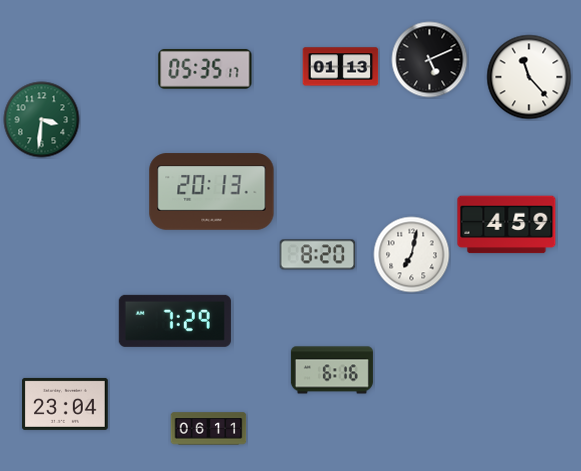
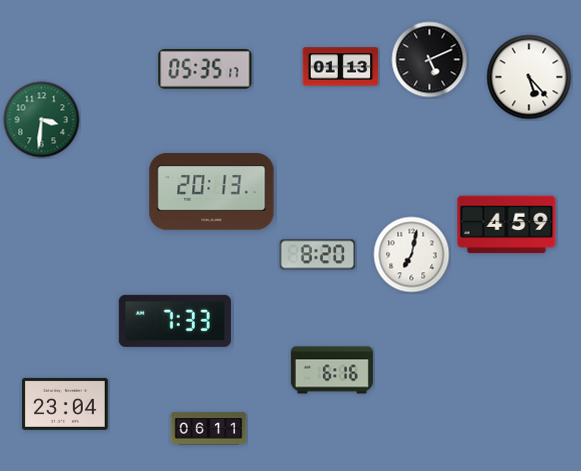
clock at (529, 77): 11:23 -> 5:23
clock at (175, 321): 7:29 -> 7:33
